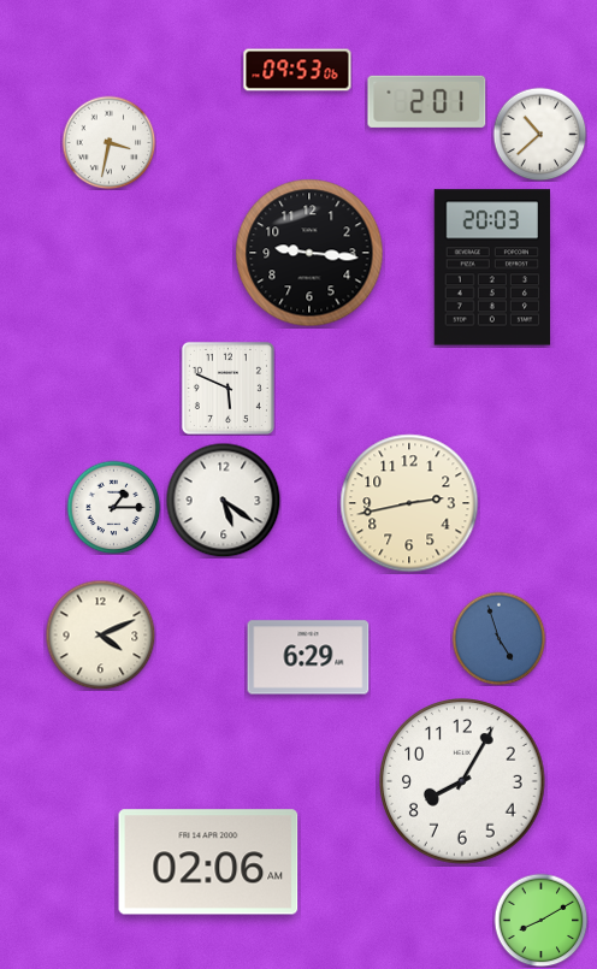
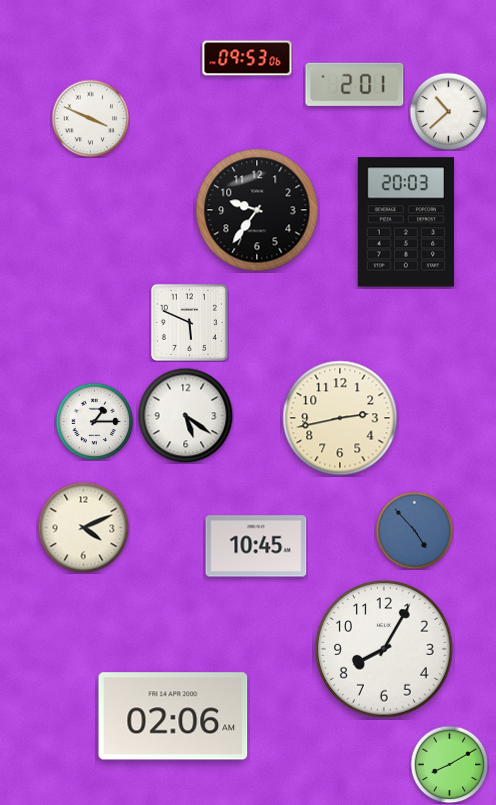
clock at (108, 142): 3:32 -> 3:49
clock at (309, 253): 9:16 -> 9:36
clock at (491, 267) position: (491, 267) -> (405, 222)
clock at (498, 638): 4:57 -> 4:53
clock at (308, 657): 6:29 -> 10:45
